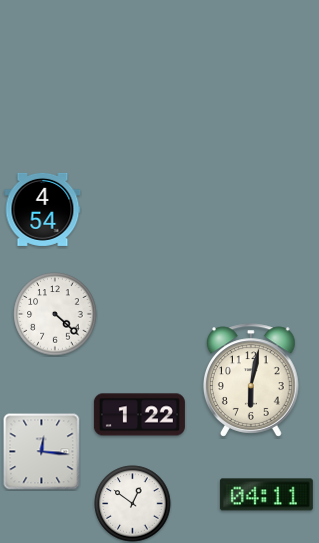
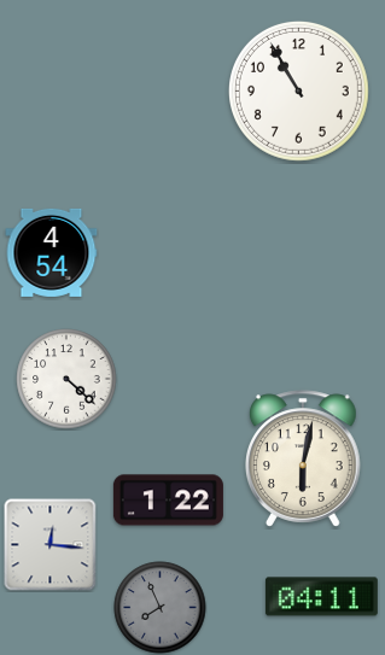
clock at (298, 90): none -> 10:55
clock at (133, 504): 12:51 -> 7:56
clock at (133, 504) dial: white -> grey
